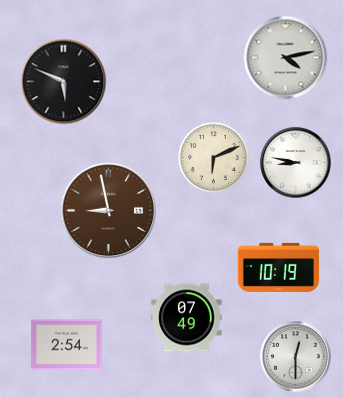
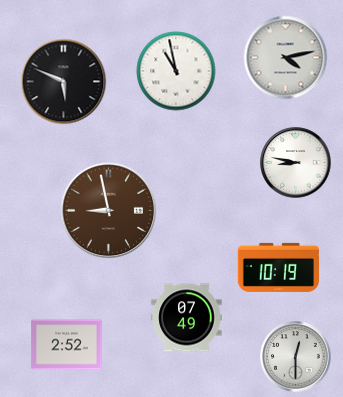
clock at (176, 71): none -> 10:58
clock at (213, 157): 6:11 -> none
clock at (67, 345): 2:54 -> 2:52
